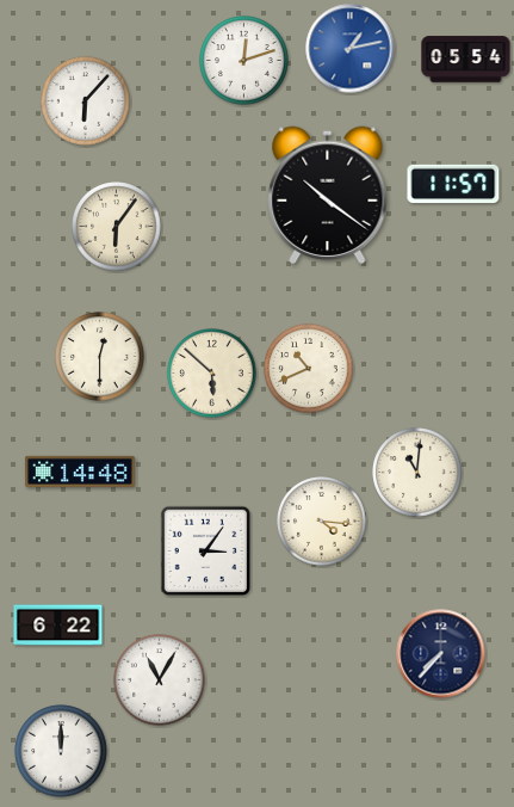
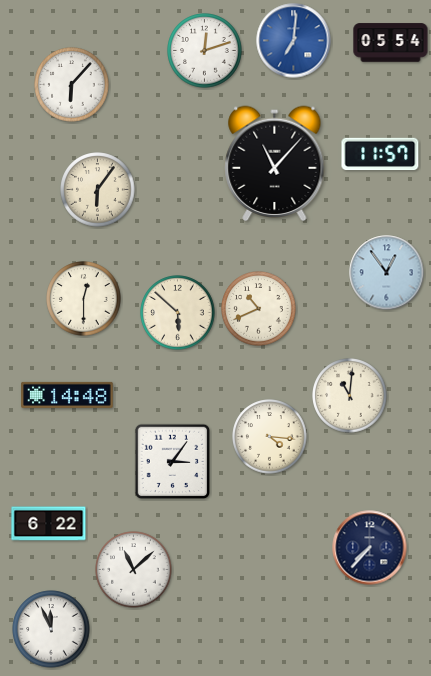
clock at (351, 49): 1:13 -> 7:01
clock at (466, 60) position: (466, 60) -> (391, 43)
clock at (328, 195): 10:21 -> 11:07
clock at (387, 273): none -> 12:54
clock at (160, 680): 11:05 -> 11:08
clock at (61, 751): 12:00 -> 11:56
